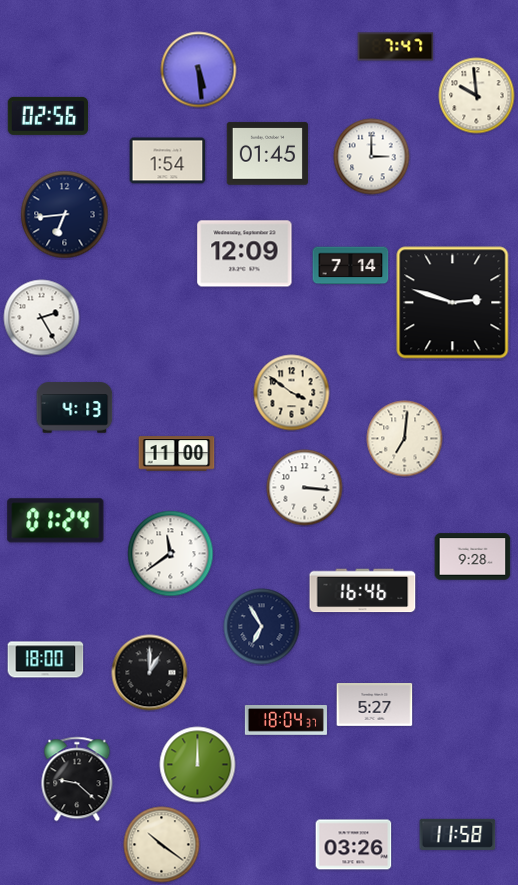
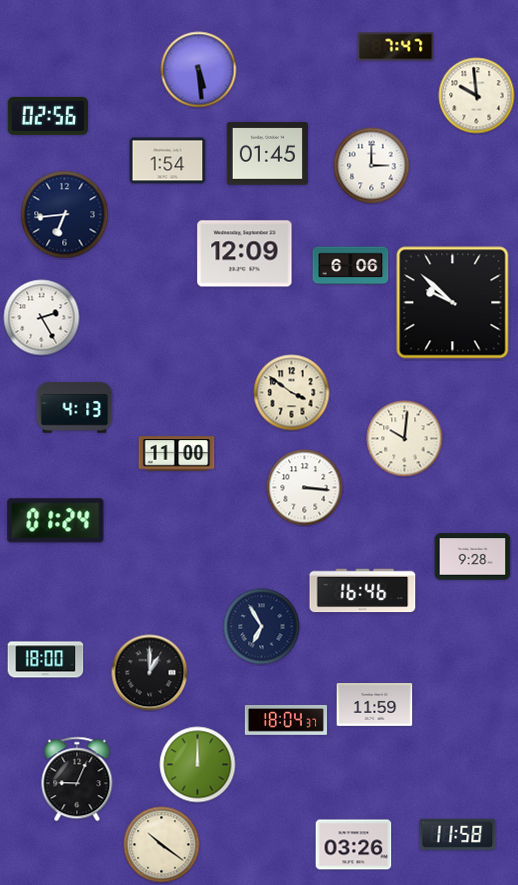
clock at (372, 157) position: (372, 157) -> (372, 166)
clock at (351, 266): 7:14 -> 6:06
clock at (453, 303): 2:48 -> 9:52
clock at (405, 439): 7:01 -> 10:01
clock at (171, 554): 11:39 -> none
clock at (375, 705): 5:27 -> 11:59
clock at (77, 779): 9:22 -> 9:04
